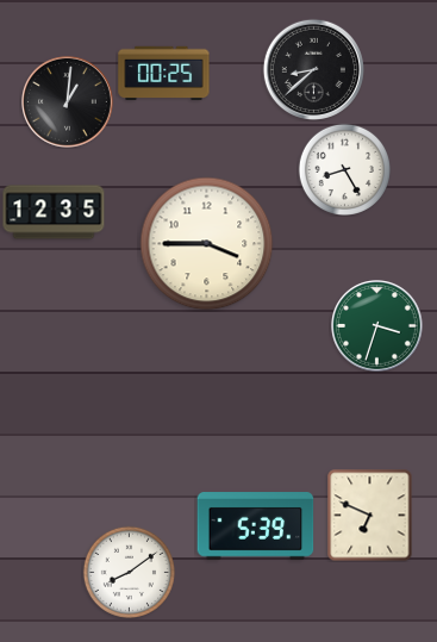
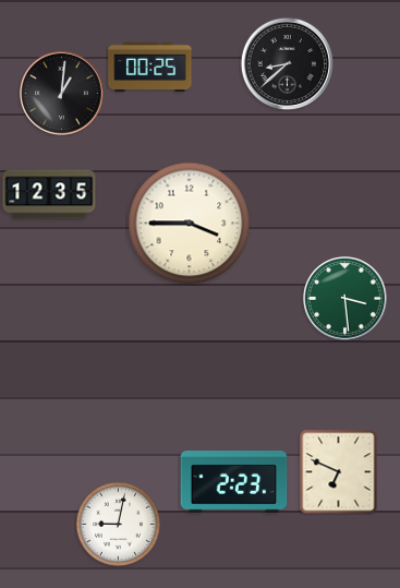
clock at (344, 169): 8:25 -> none
clock at (377, 326): 3:33 -> 3:29
clock at (256, 526): 5:39 -> 2:23
clock at (129, 572): 8:09 -> 9:02
